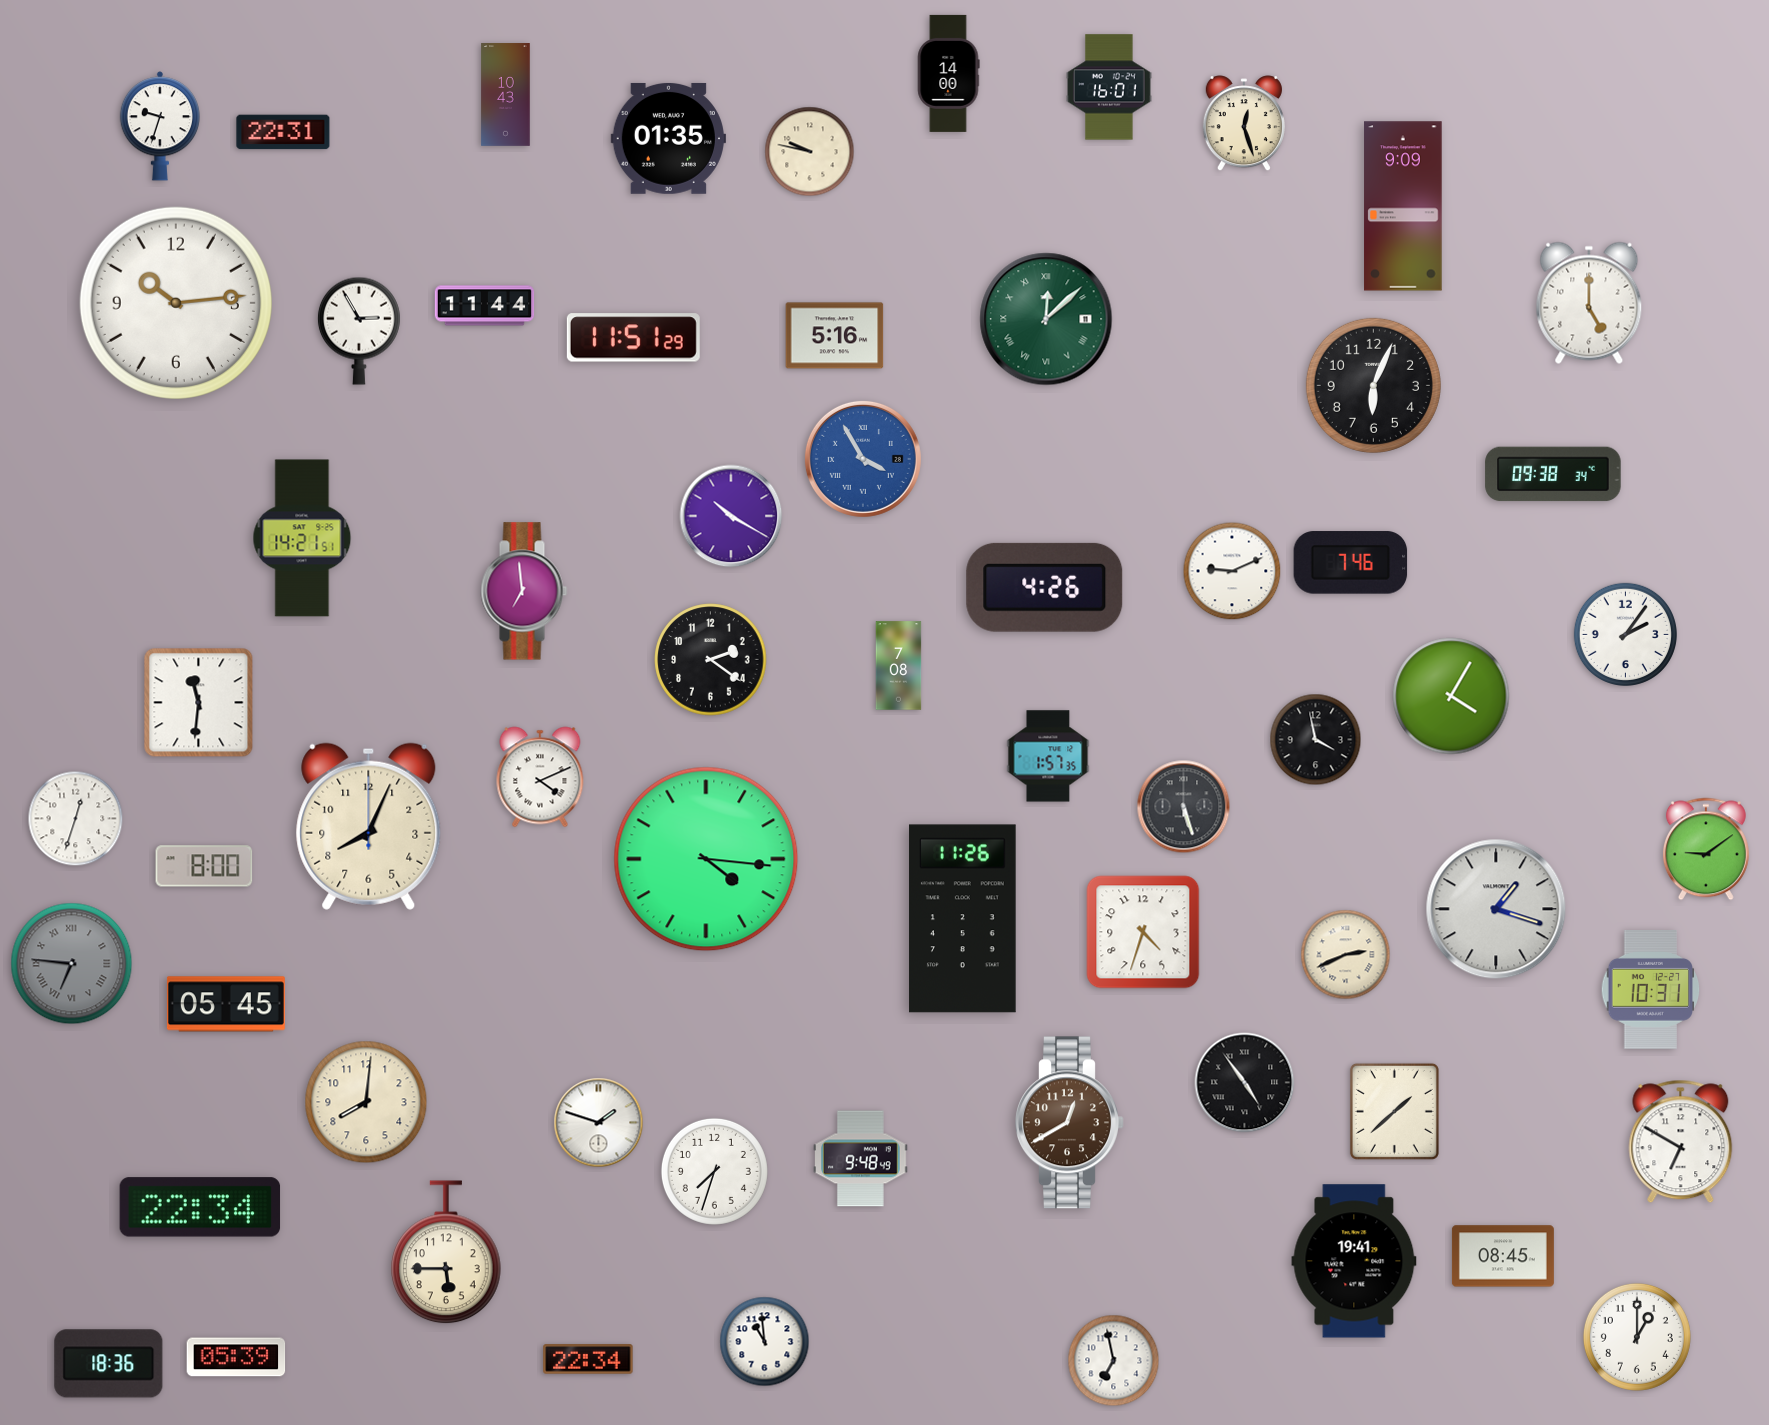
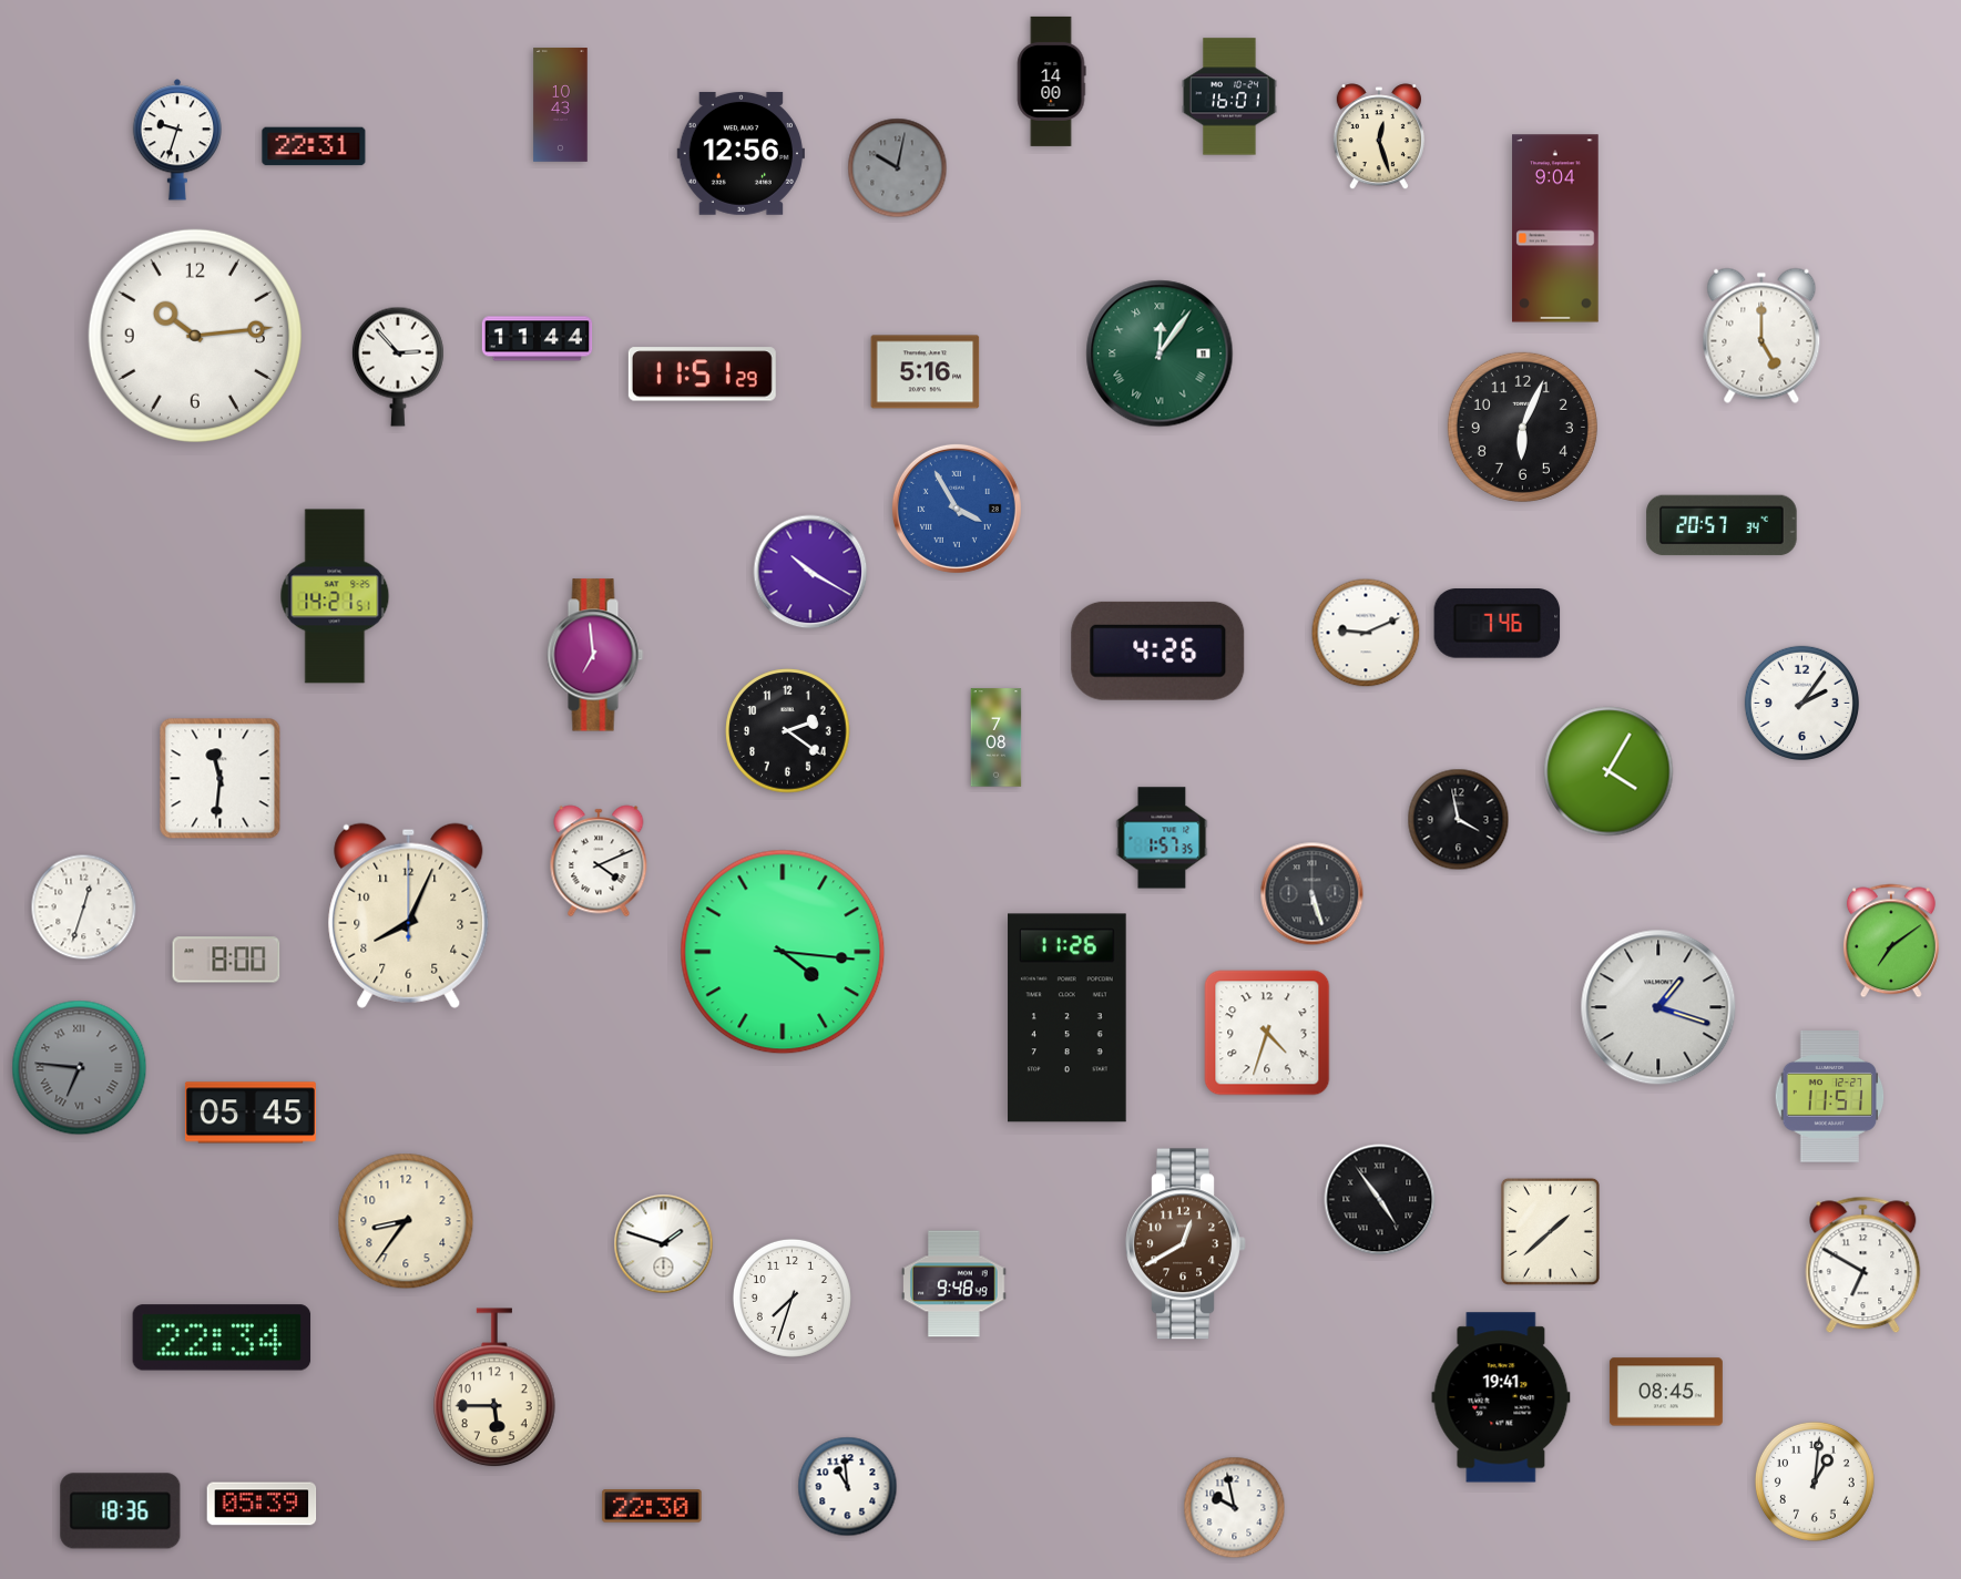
clock at (668, 138): 01:35 -> 12:56
clock at (810, 152): 9:47 -> 10:02
clock at (810, 152) dial: cream -> grey
clock at (1403, 206): 9:09 -> 9:04
clock at (1046, 319): 12:08 -> 12:06
clock at (359, 331): 2:55 -> 2:53
clock at (1553, 474): 09:38 -> 20:57
clock at (524, 591) position: (524, 591) -> (595, 655)
clock at (1706, 849): 9:09 -> 7:09
clock at (1346, 955): 2:41 -> none
clock at (1651, 990): 10:31 -> 11:51
clock at (366, 1102): 8:01 -> 8:36
clock at (1394, 1111) position: (1394, 1111) -> (1550, 1231)
clock at (1637, 1337): 1:00 -> 1:01
clock at (588, 1359): 22:34 -> 22:30
clock at (1114, 1361): 6:58 -> 9:58
